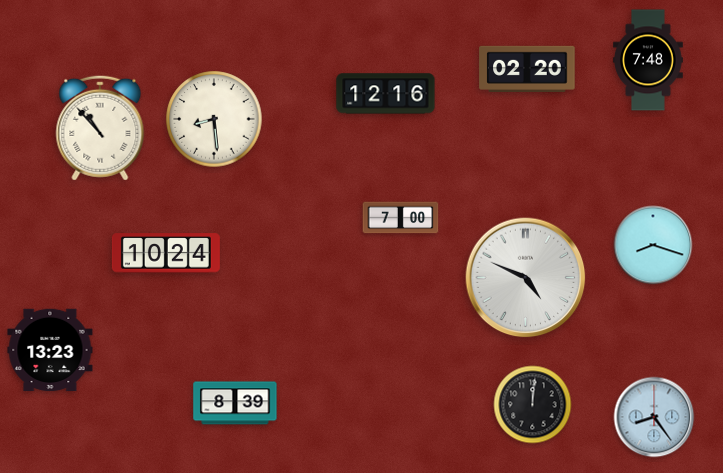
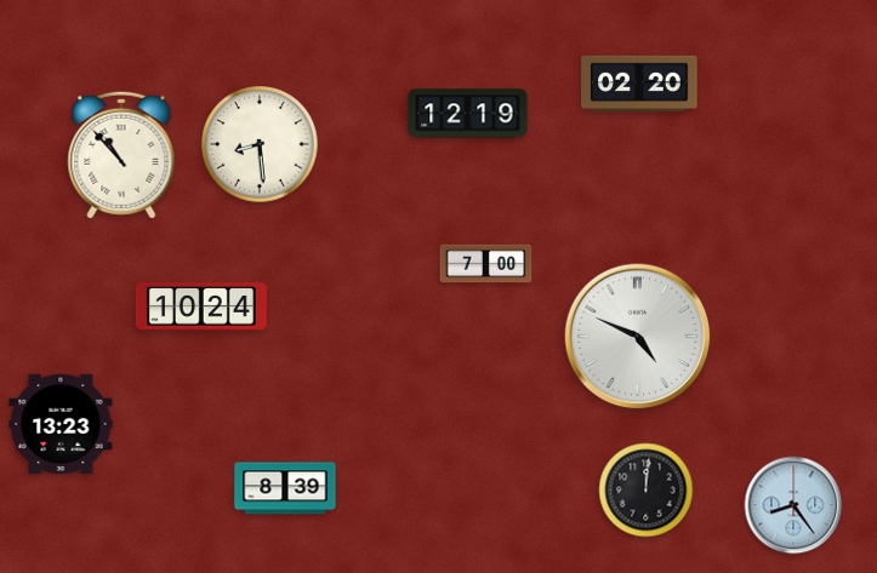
clock at (649, 60): 7:48 -> none
clock at (386, 94): 12:16 -> 12:19
clock at (653, 245): 8:18 -> none
